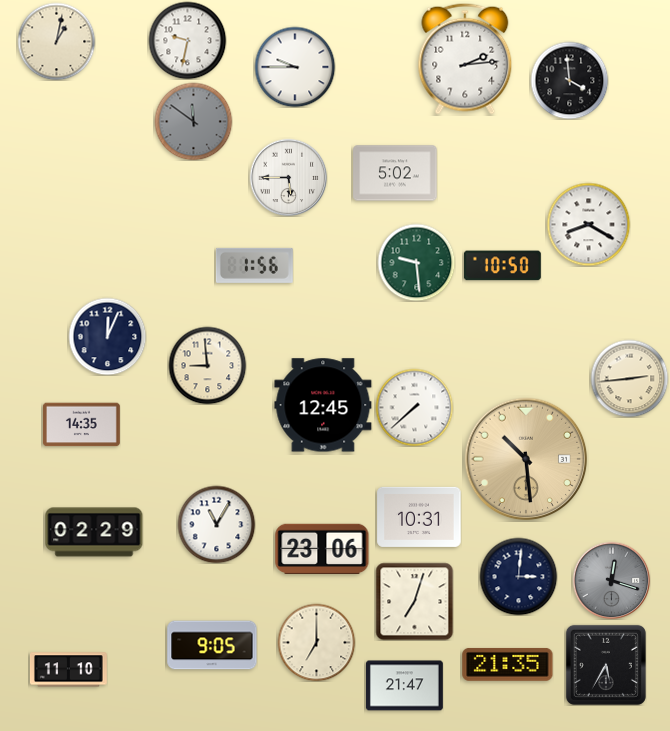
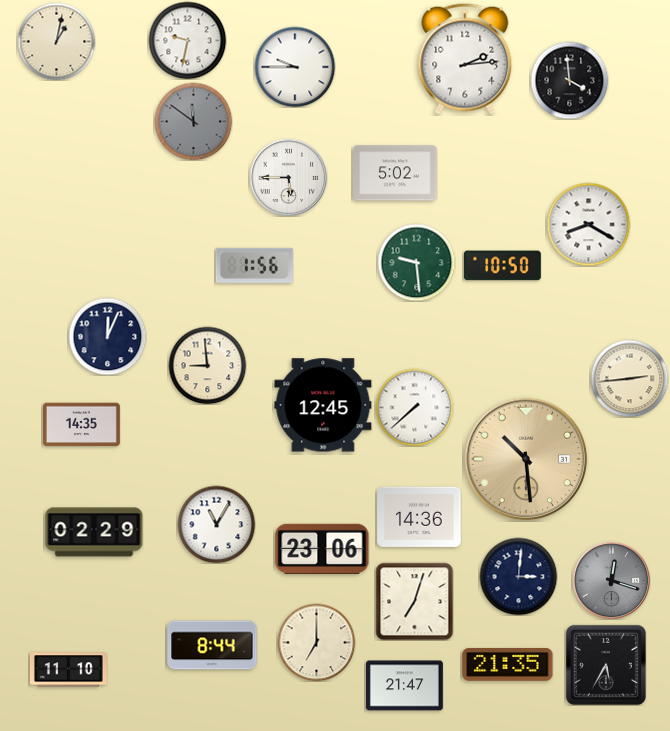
clock at (419, 517): 10:31 -> 14:36
clock at (212, 645): 9:05 -> 8:44
